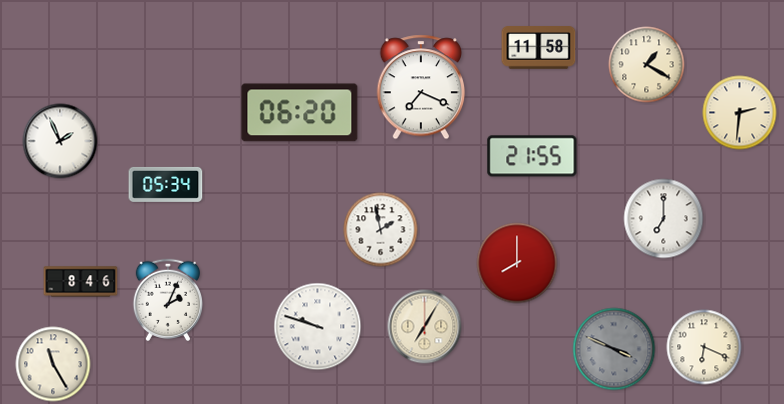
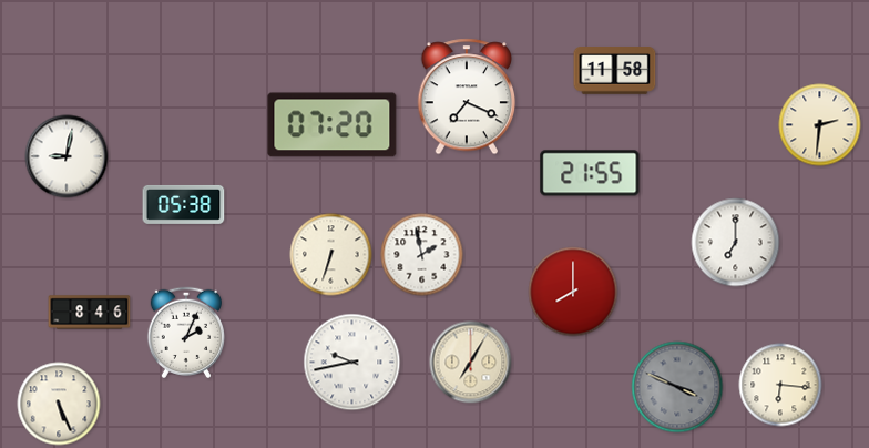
clock at (539, 48) position: (539, 48) -> (615, 71)
clock at (647, 65): 1:20 -> none
clock at (300, 113): 06:20 -> 07:20
clock at (60, 141): 1:56 -> 9:02
clock at (166, 184): 05:34 -> 05:38
clock at (331, 255): none -> 6:33
clock at (318, 327): 9:48 -> 9:43
clock at (704, 347): 6:19 -> 6:16
clock at (614, 349) position: (614, 349) -> (677, 387)
clock at (53, 364): 11:25 -> 5:26
